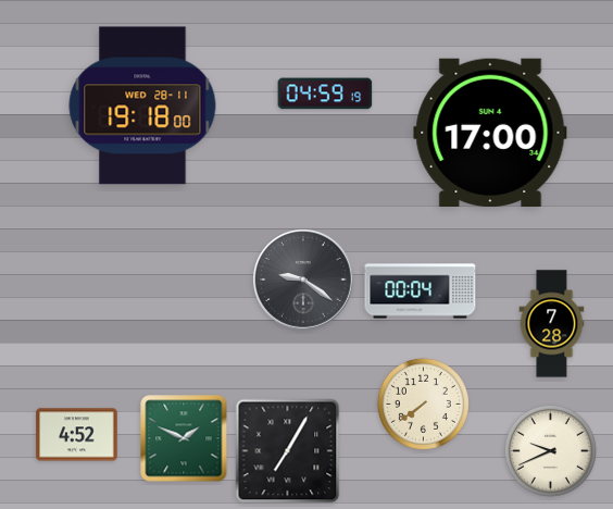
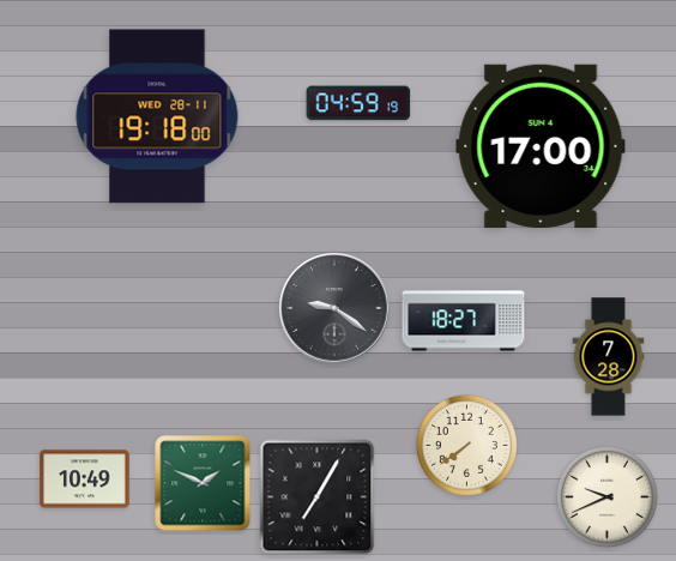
clock at (421, 291): 00:04 -> 18:27
clock at (77, 435): 4:52 -> 10:49
